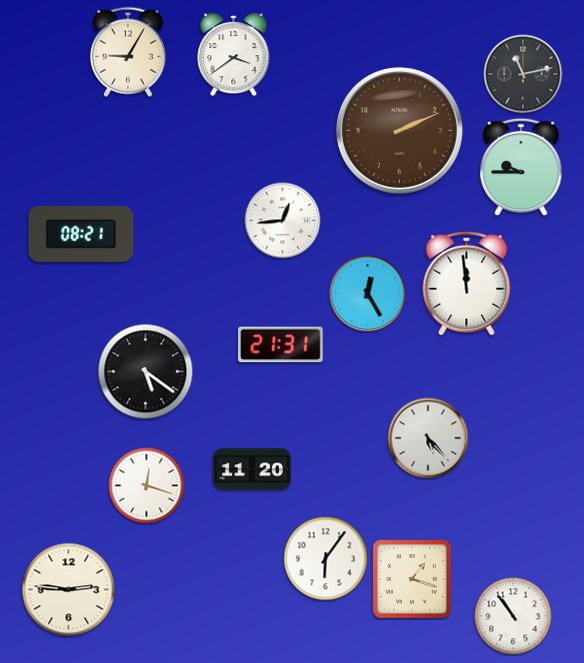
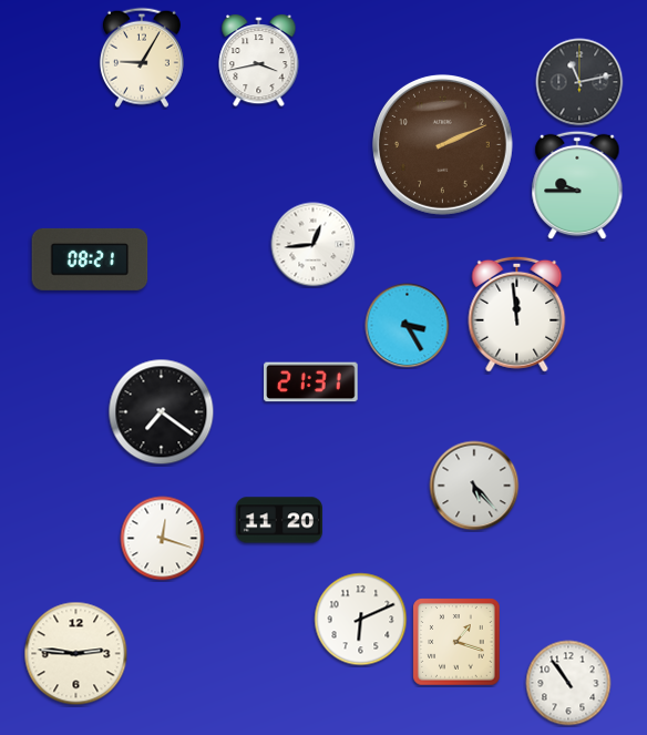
clock at (234, 55): 3:39 -> 3:43
clock at (368, 294): 12:25 -> 3:25
clock at (146, 372): 5:21 -> 7:21
clock at (326, 559): 6:06 -> 6:11
